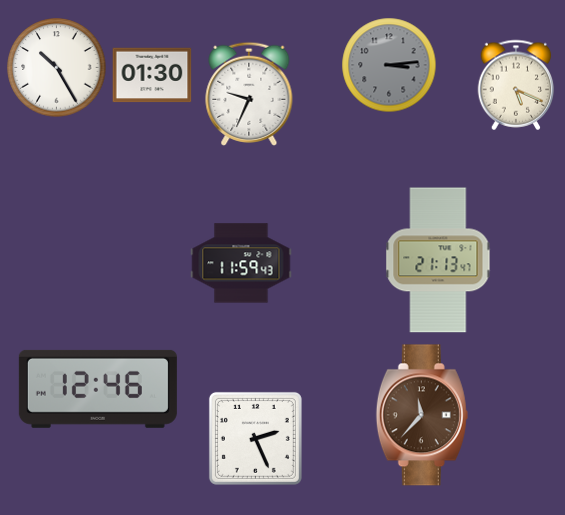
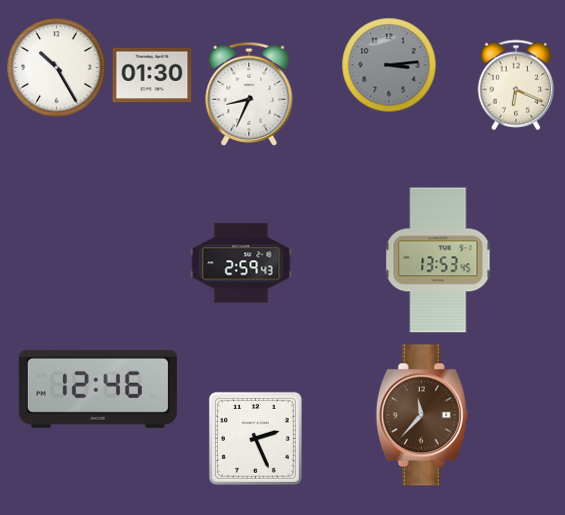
clock at (516, 85): 5:19 -> 6:19
clock at (249, 94): 9:34 -> 8:34
clock at (438, 260): 21:13 -> 13:53
clock at (241, 263): 11:59 -> 2:59
